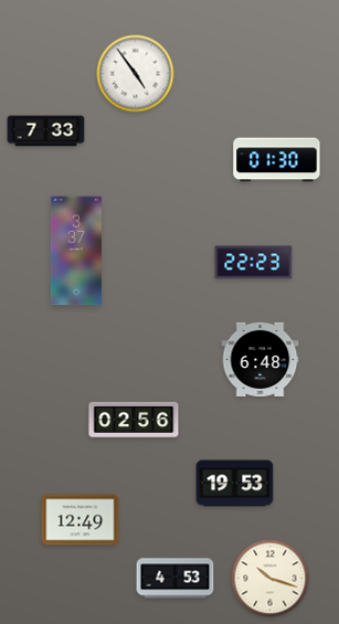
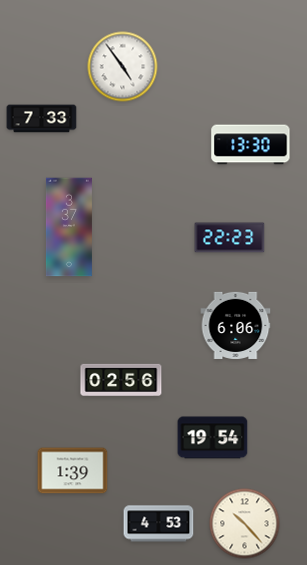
clock at (277, 160): 01:30 -> 13:30
clock at (261, 359): 6:48 -> 6:06
clock at (235, 484): 19:53 -> 19:54
clock at (81, 520): 12:49 -> 1:39
clock at (271, 579): 10:18 -> 10:23
